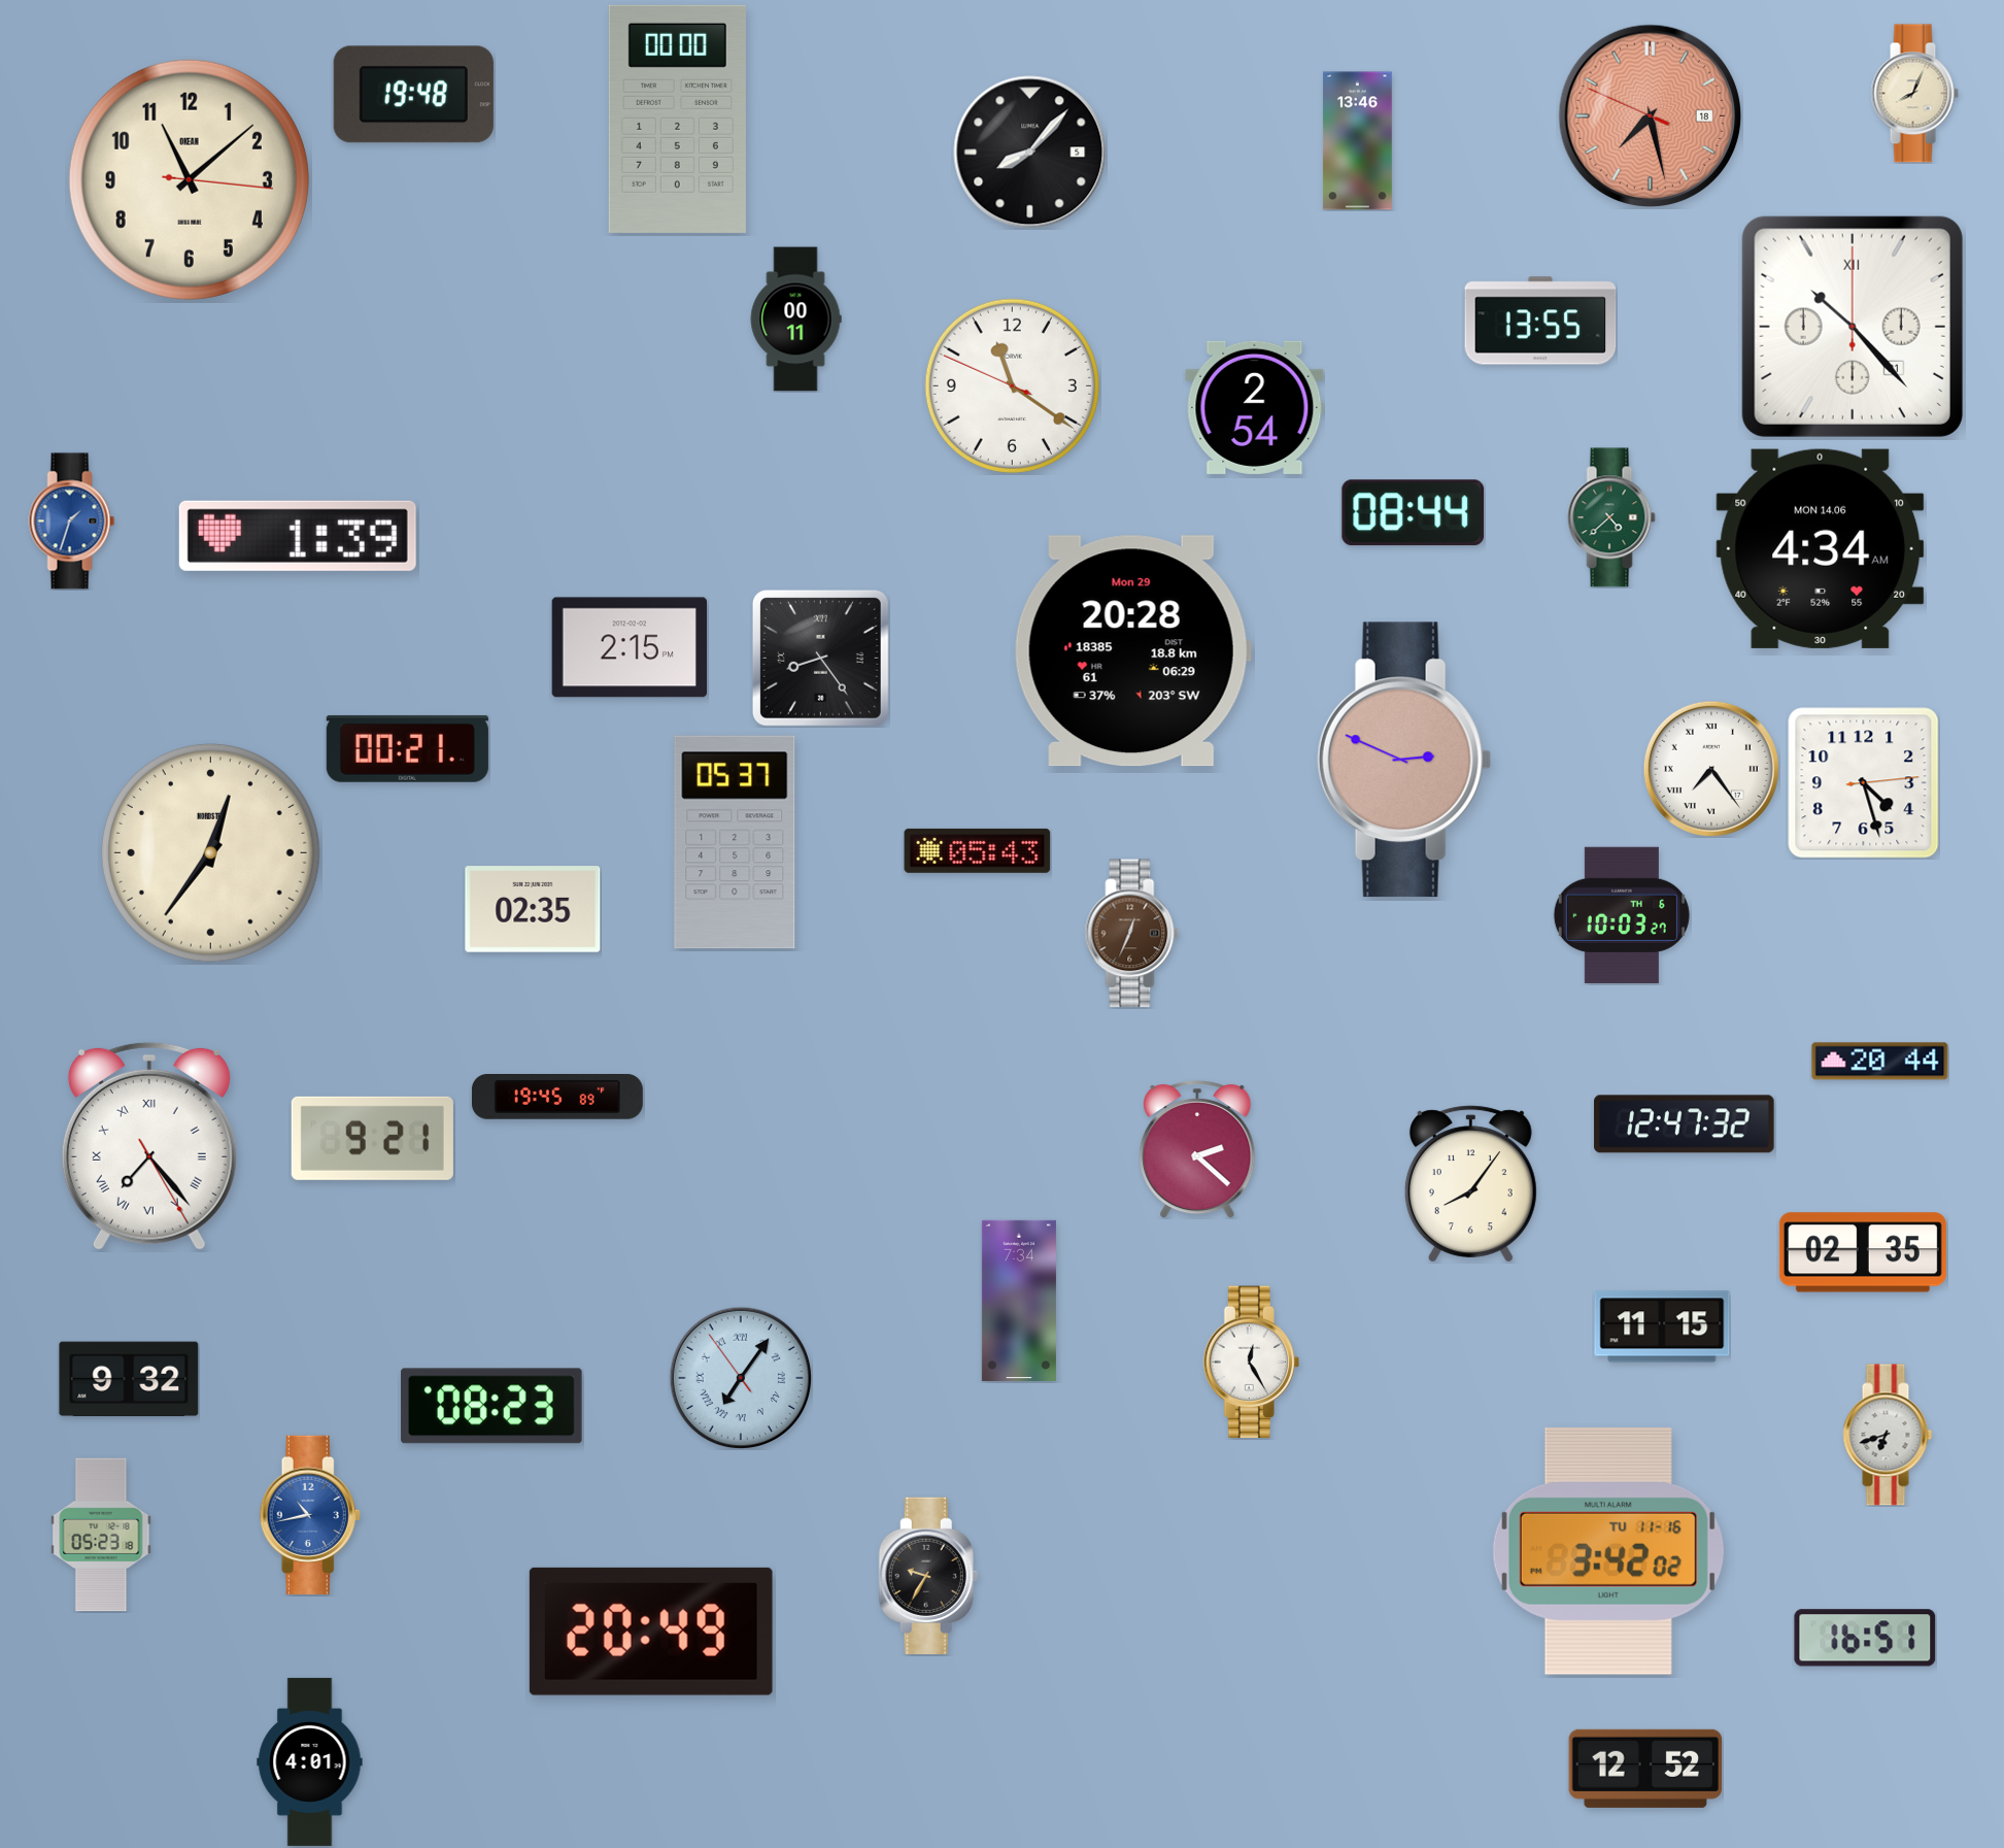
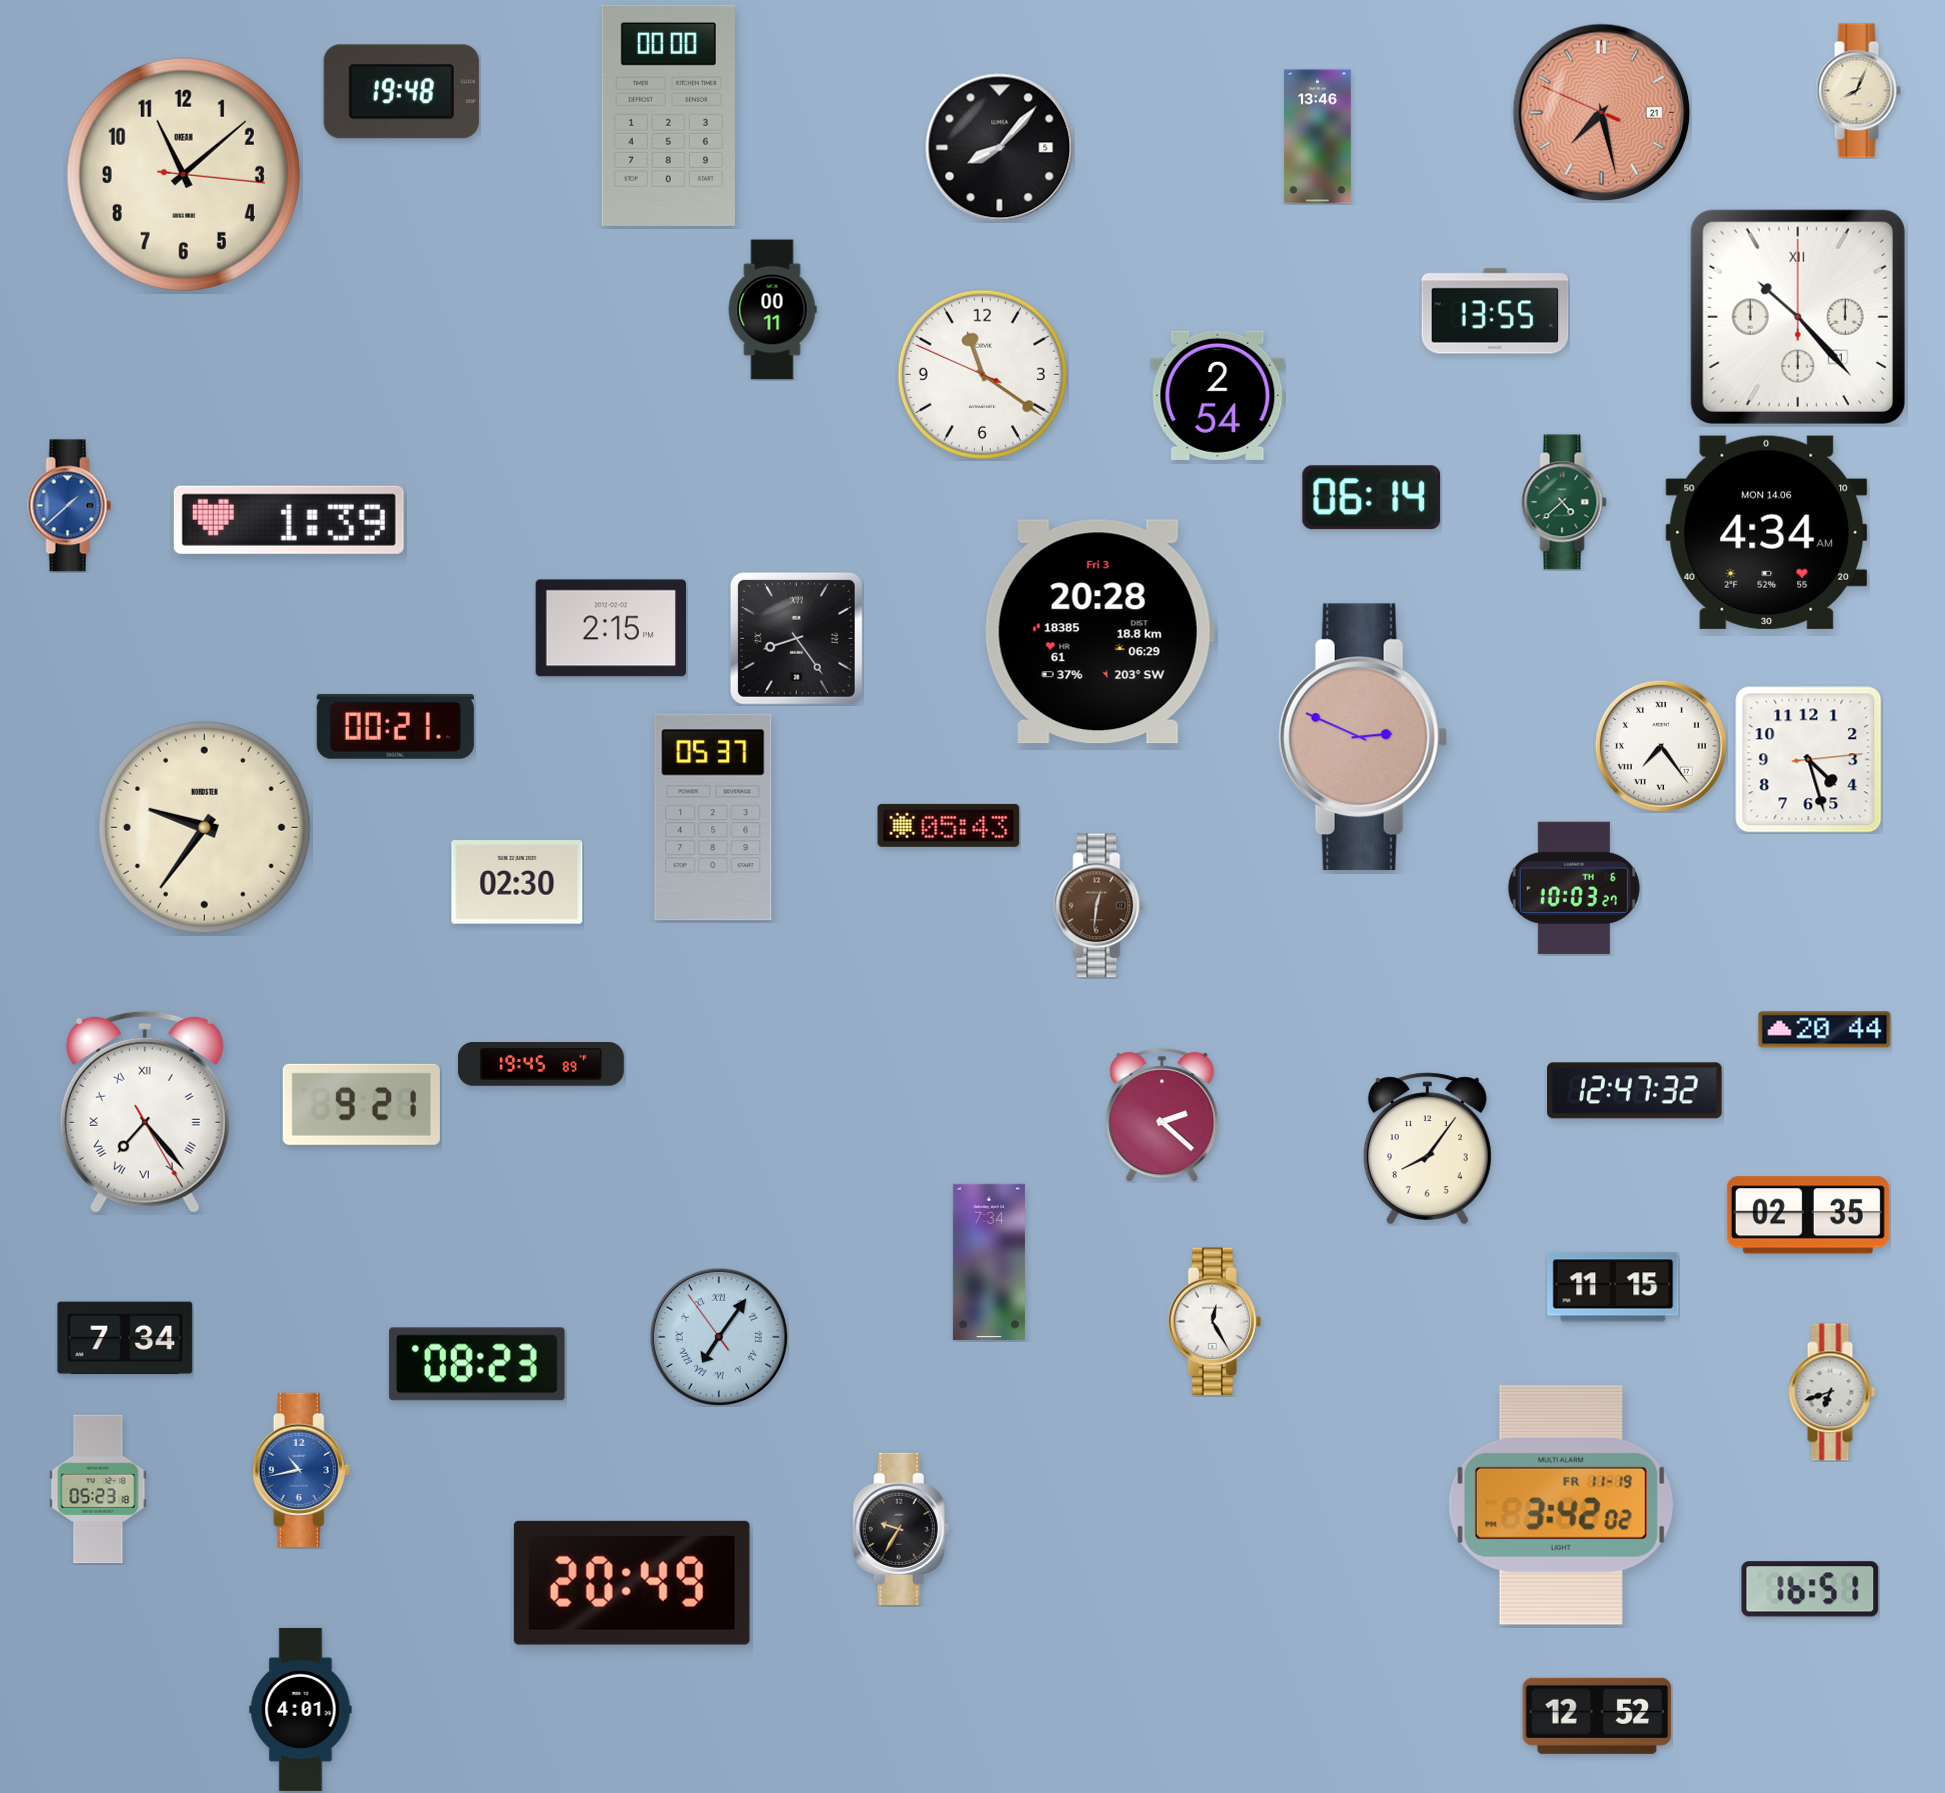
clock at (1651, 116) date: 18 -> 21
clock at (677, 119) position: (677, 119) -> (668, 115)
clock at (1414, 513): 08:44 -> 06:14
clock at (72, 522): 1:33 -> 1:38
clock at (1132, 651) date: Mon 29 -> Fri 3
clock at (210, 852): 12:36 -> 9:36
clock at (533, 909): 02:35 -> 02:30
clock at (1132, 934): 12:34 -> 12:31
clock at (129, 1379): 9:32 -> 7:34
clock at (1608, 1551) date: TU 11-16 -> FR 11-19
